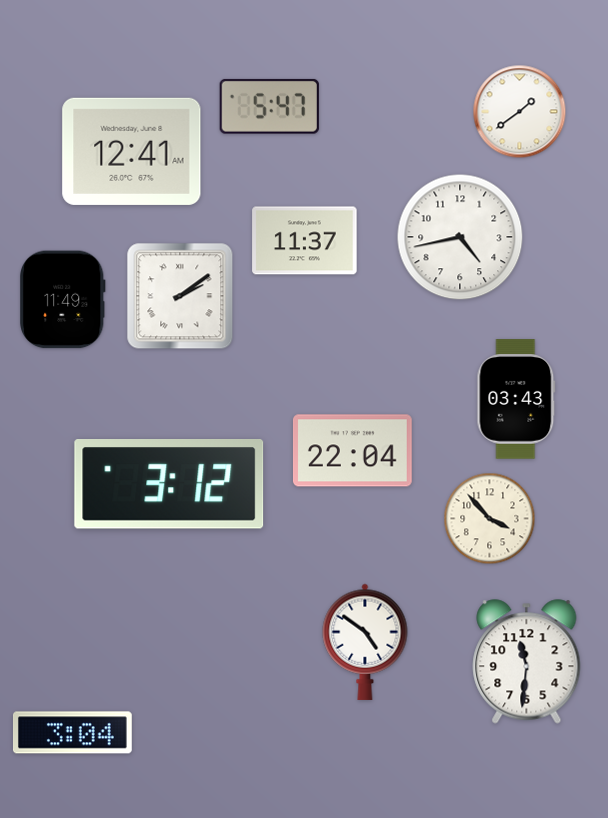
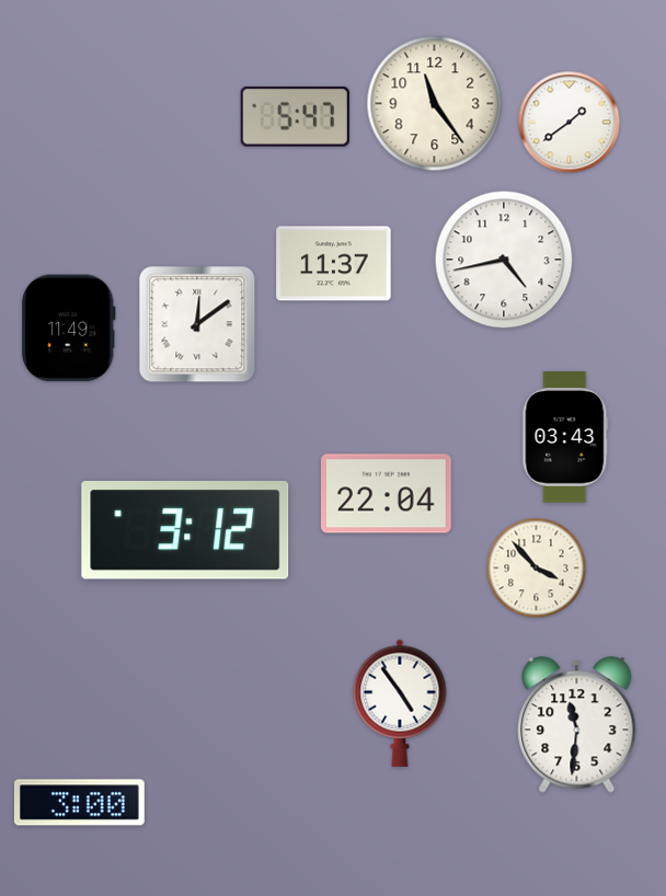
clock at (435, 104): none -> 11:24
clock at (132, 151): 12:41 -> none
clock at (180, 296): 2:09 -> 12:09
clock at (365, 642): 4:51 -> 4:54
clock at (72, 733): 3:04 -> 3:00
